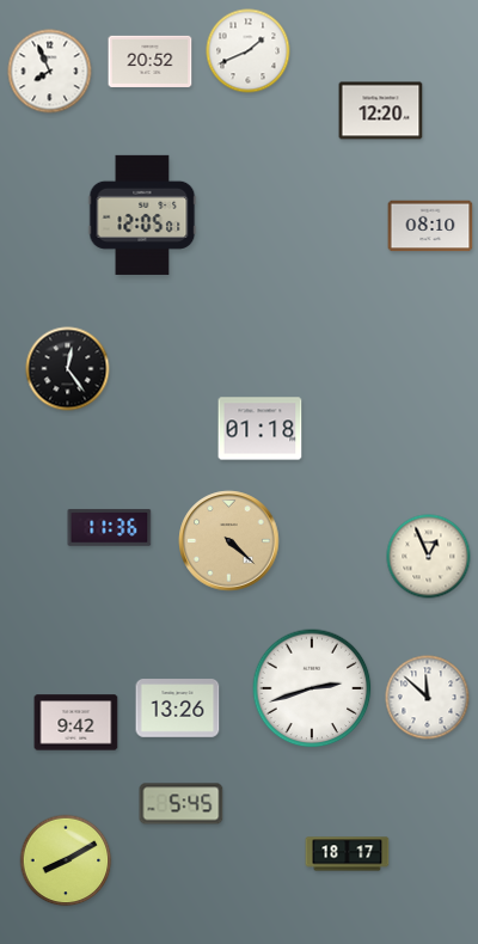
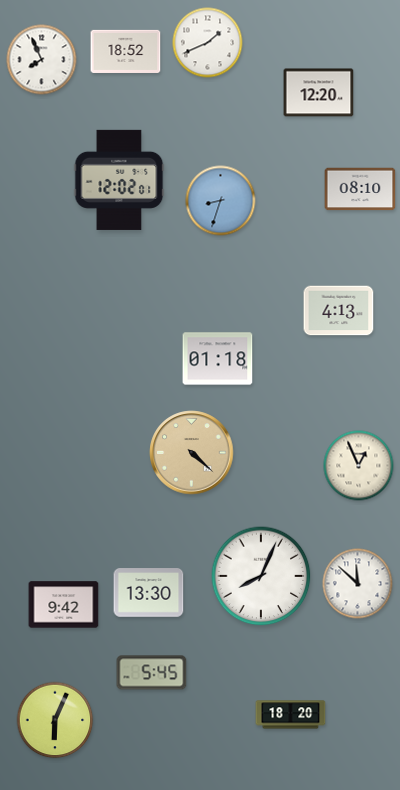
clock at (151, 61): 20:52 -> 18:52
clock at (142, 215): 12:05 -> 12:02
clock at (221, 201): none -> 8:33
clock at (68, 369): 12:24 -> none
clock at (339, 311): none -> 4:13
clock at (110, 527): 11:36 -> none
clock at (312, 688): 2:42 -> 8:04
clock at (178, 709): 13:26 -> 13:30
clock at (348, 854): 18:17 -> 18:20
clock at (66, 860): 8:10 -> 6:04
